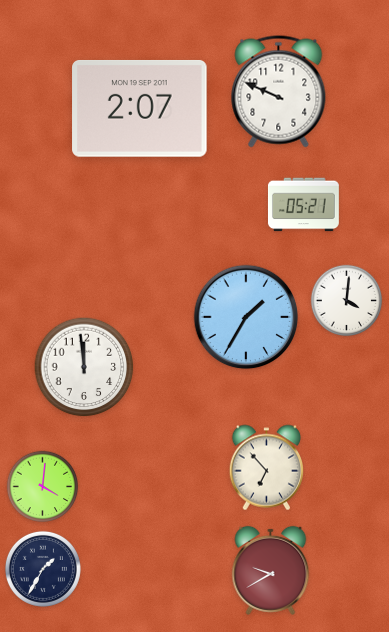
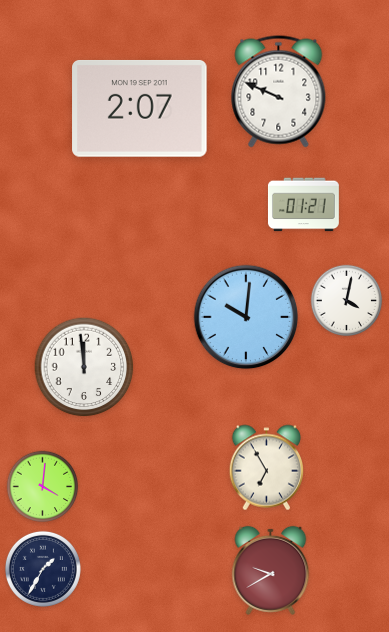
clock at (303, 205): 05:21 -> 01:21
clock at (347, 301): 4:01 -> 4:02
clock at (246, 317): 1:35 -> 10:01
clock at (266, 468): 6:53 -> 6:55
